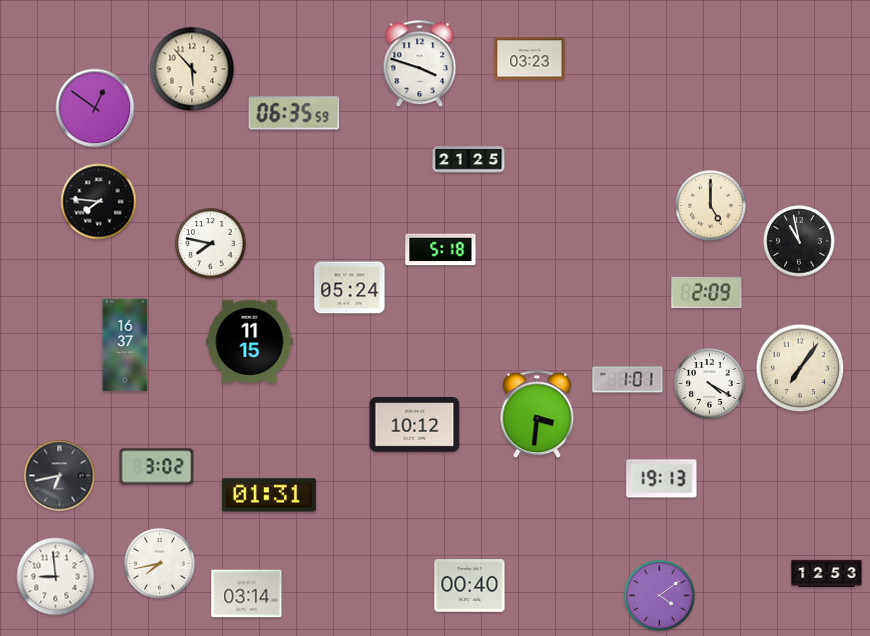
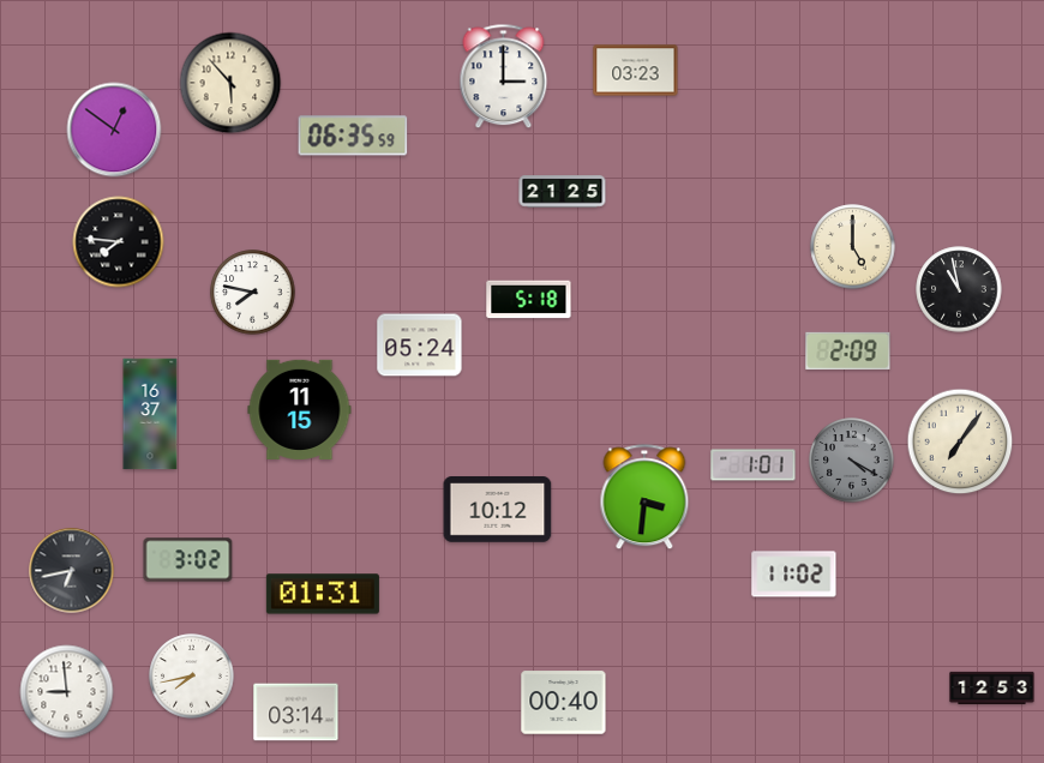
clock at (420, 64): 3:48 -> 3:00
clock at (628, 380) position: (628, 380) -> (754, 465)
clock at (710, 384) dial: white -> grey
clock at (662, 479): 19:13 -> 11:02
clock at (660, 596): 4:09 -> none
